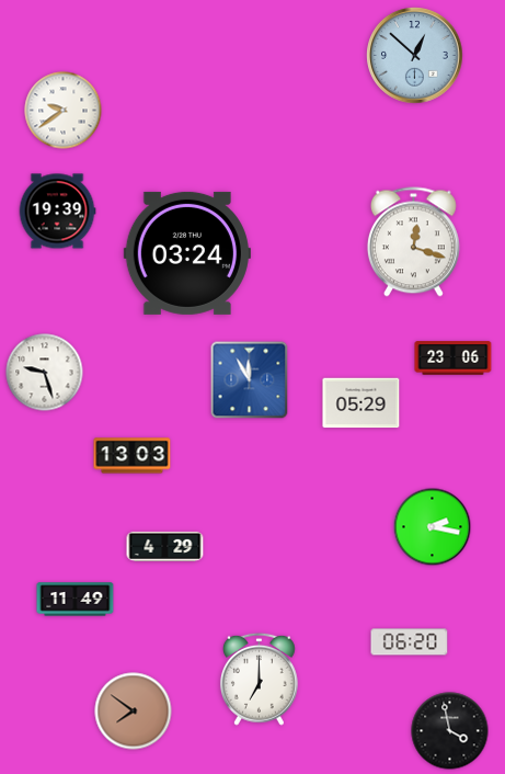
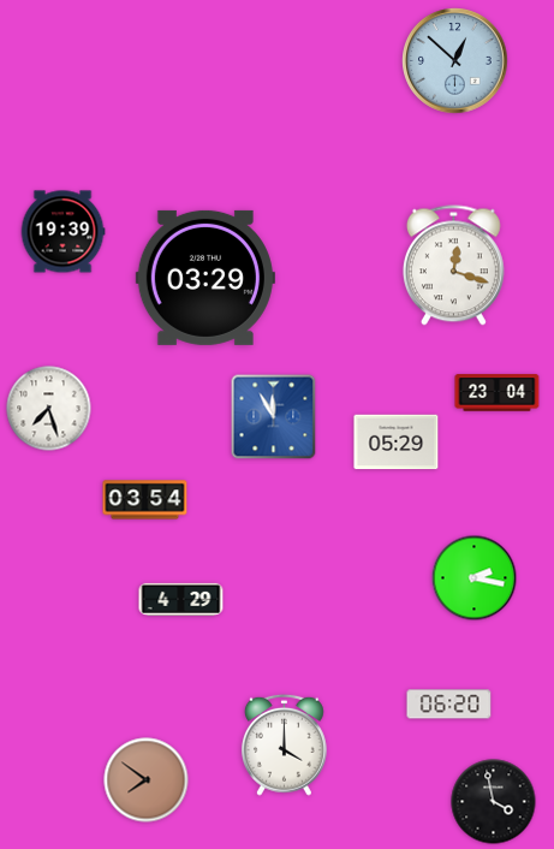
clock at (64, 111): 9:39 -> none
clock at (187, 253): 03:24 -> 03:29
clock at (454, 358): 23:06 -> 23:04
clock at (45, 373): 9:27 -> 7:27
clock at (133, 456): 13:03 -> 03:54
clock at (76, 600): 11:49 -> none
clock at (259, 679): 7:00 -> 4:00
